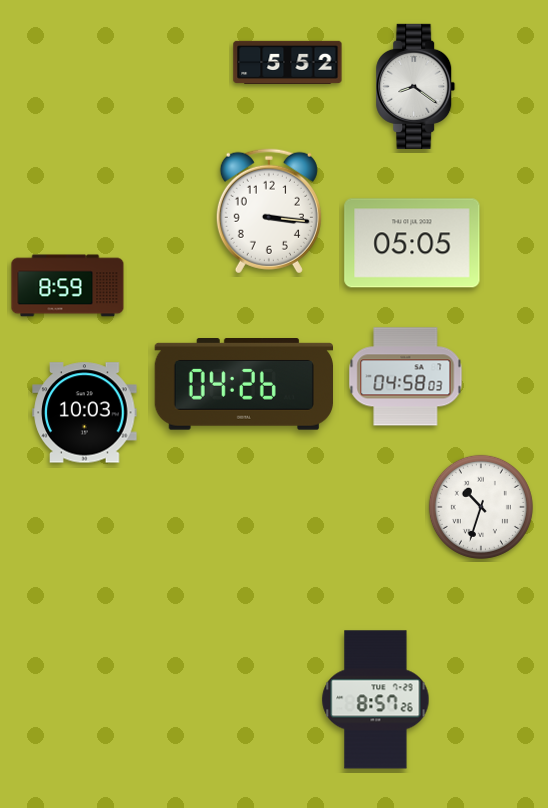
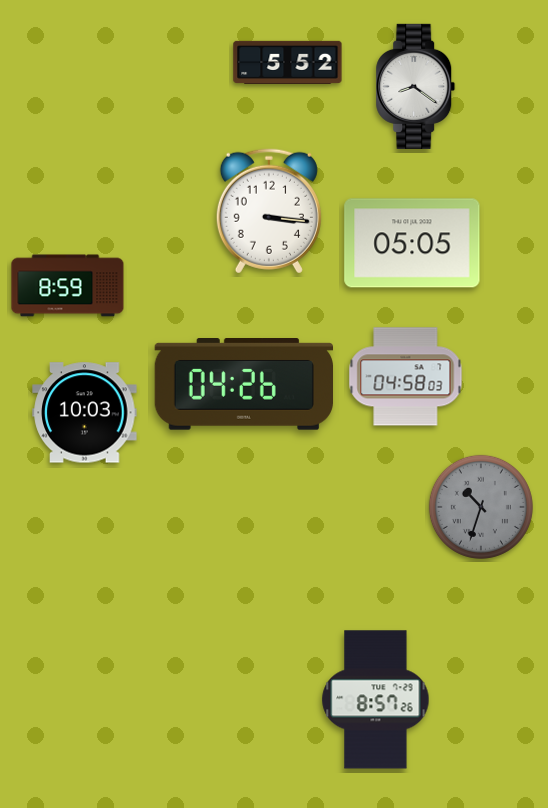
clock at (481, 507) dial: white -> grey
